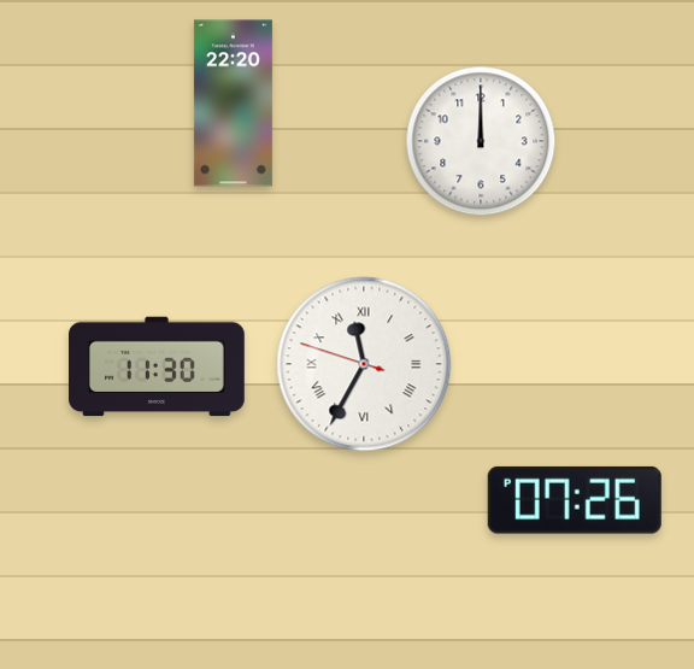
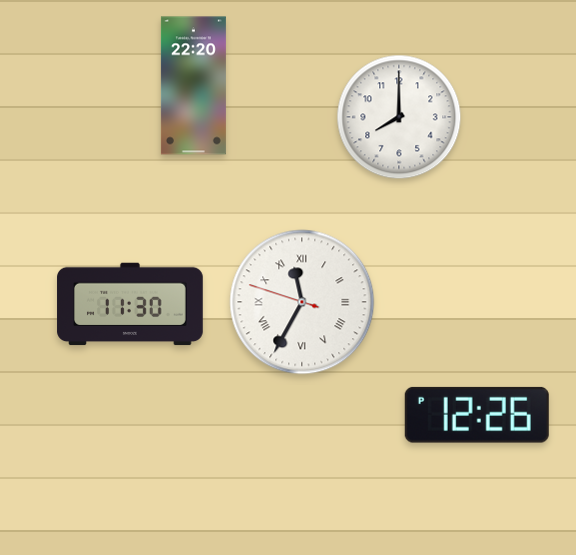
clock at (481, 141): 12:00 -> 8:00
clock at (575, 500): 07:26 -> 12:26
